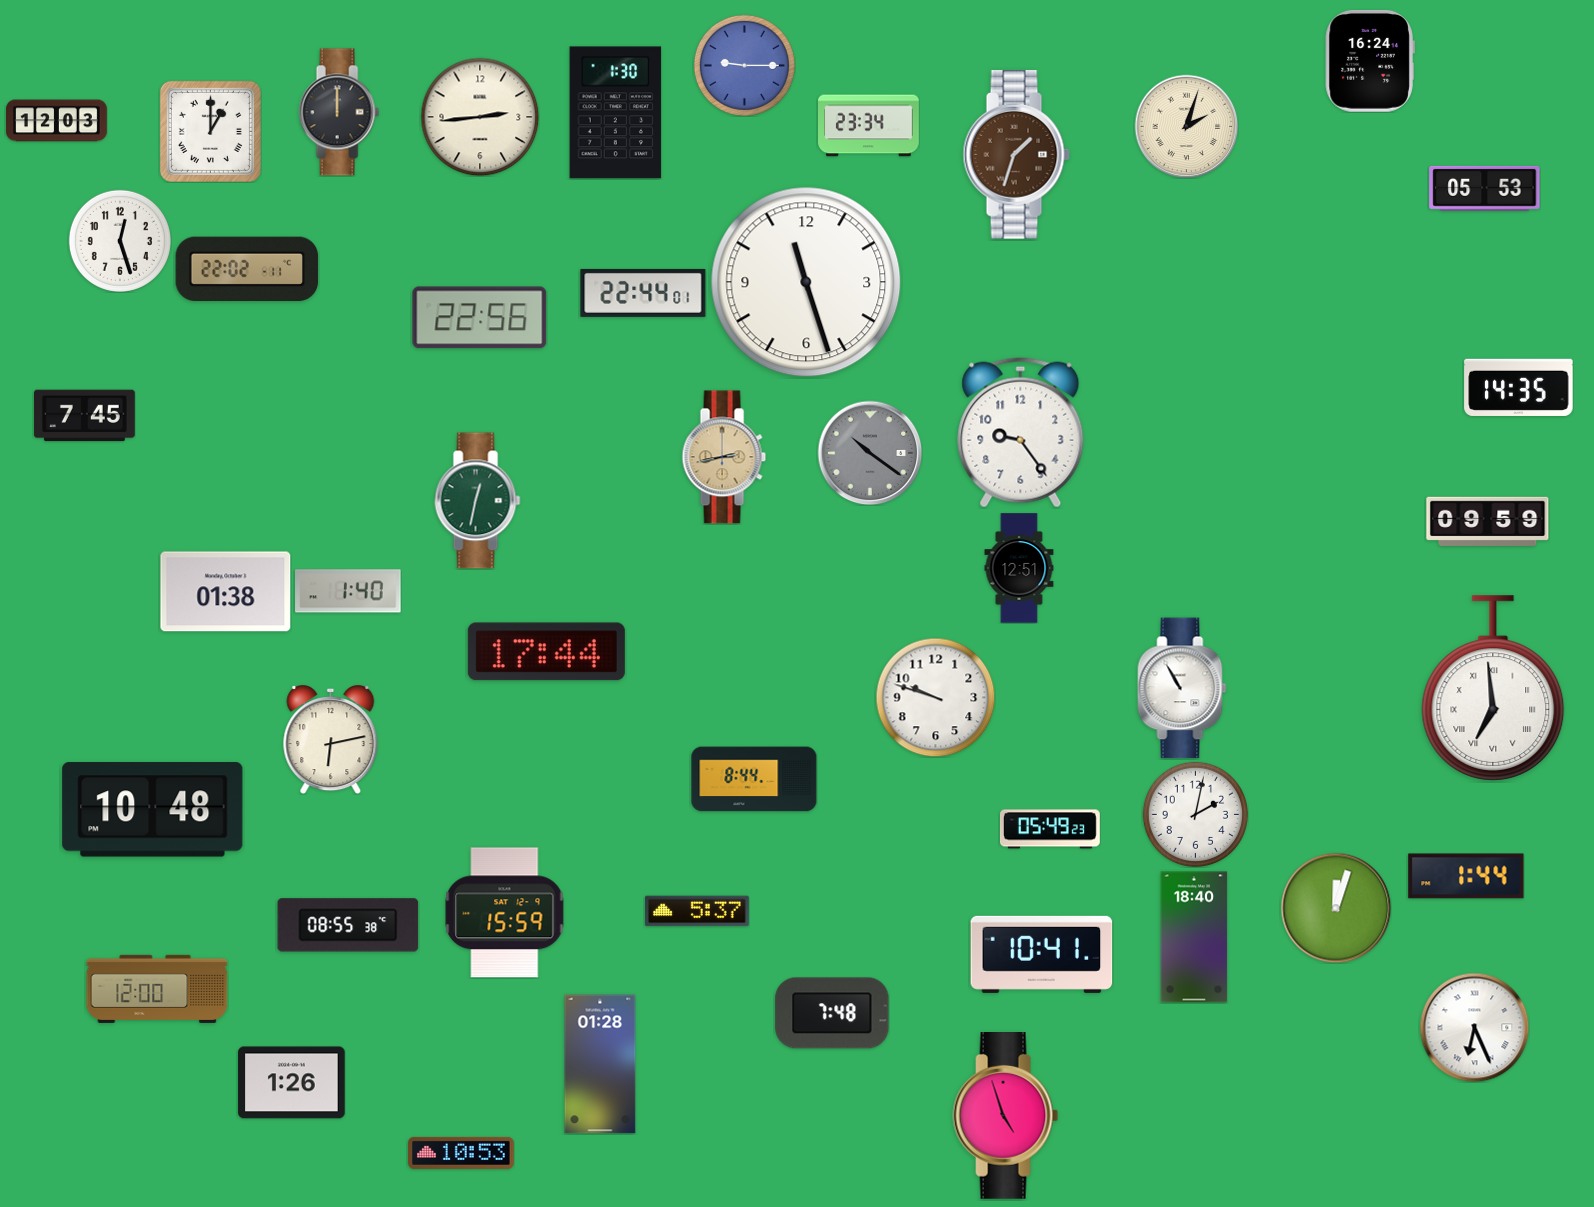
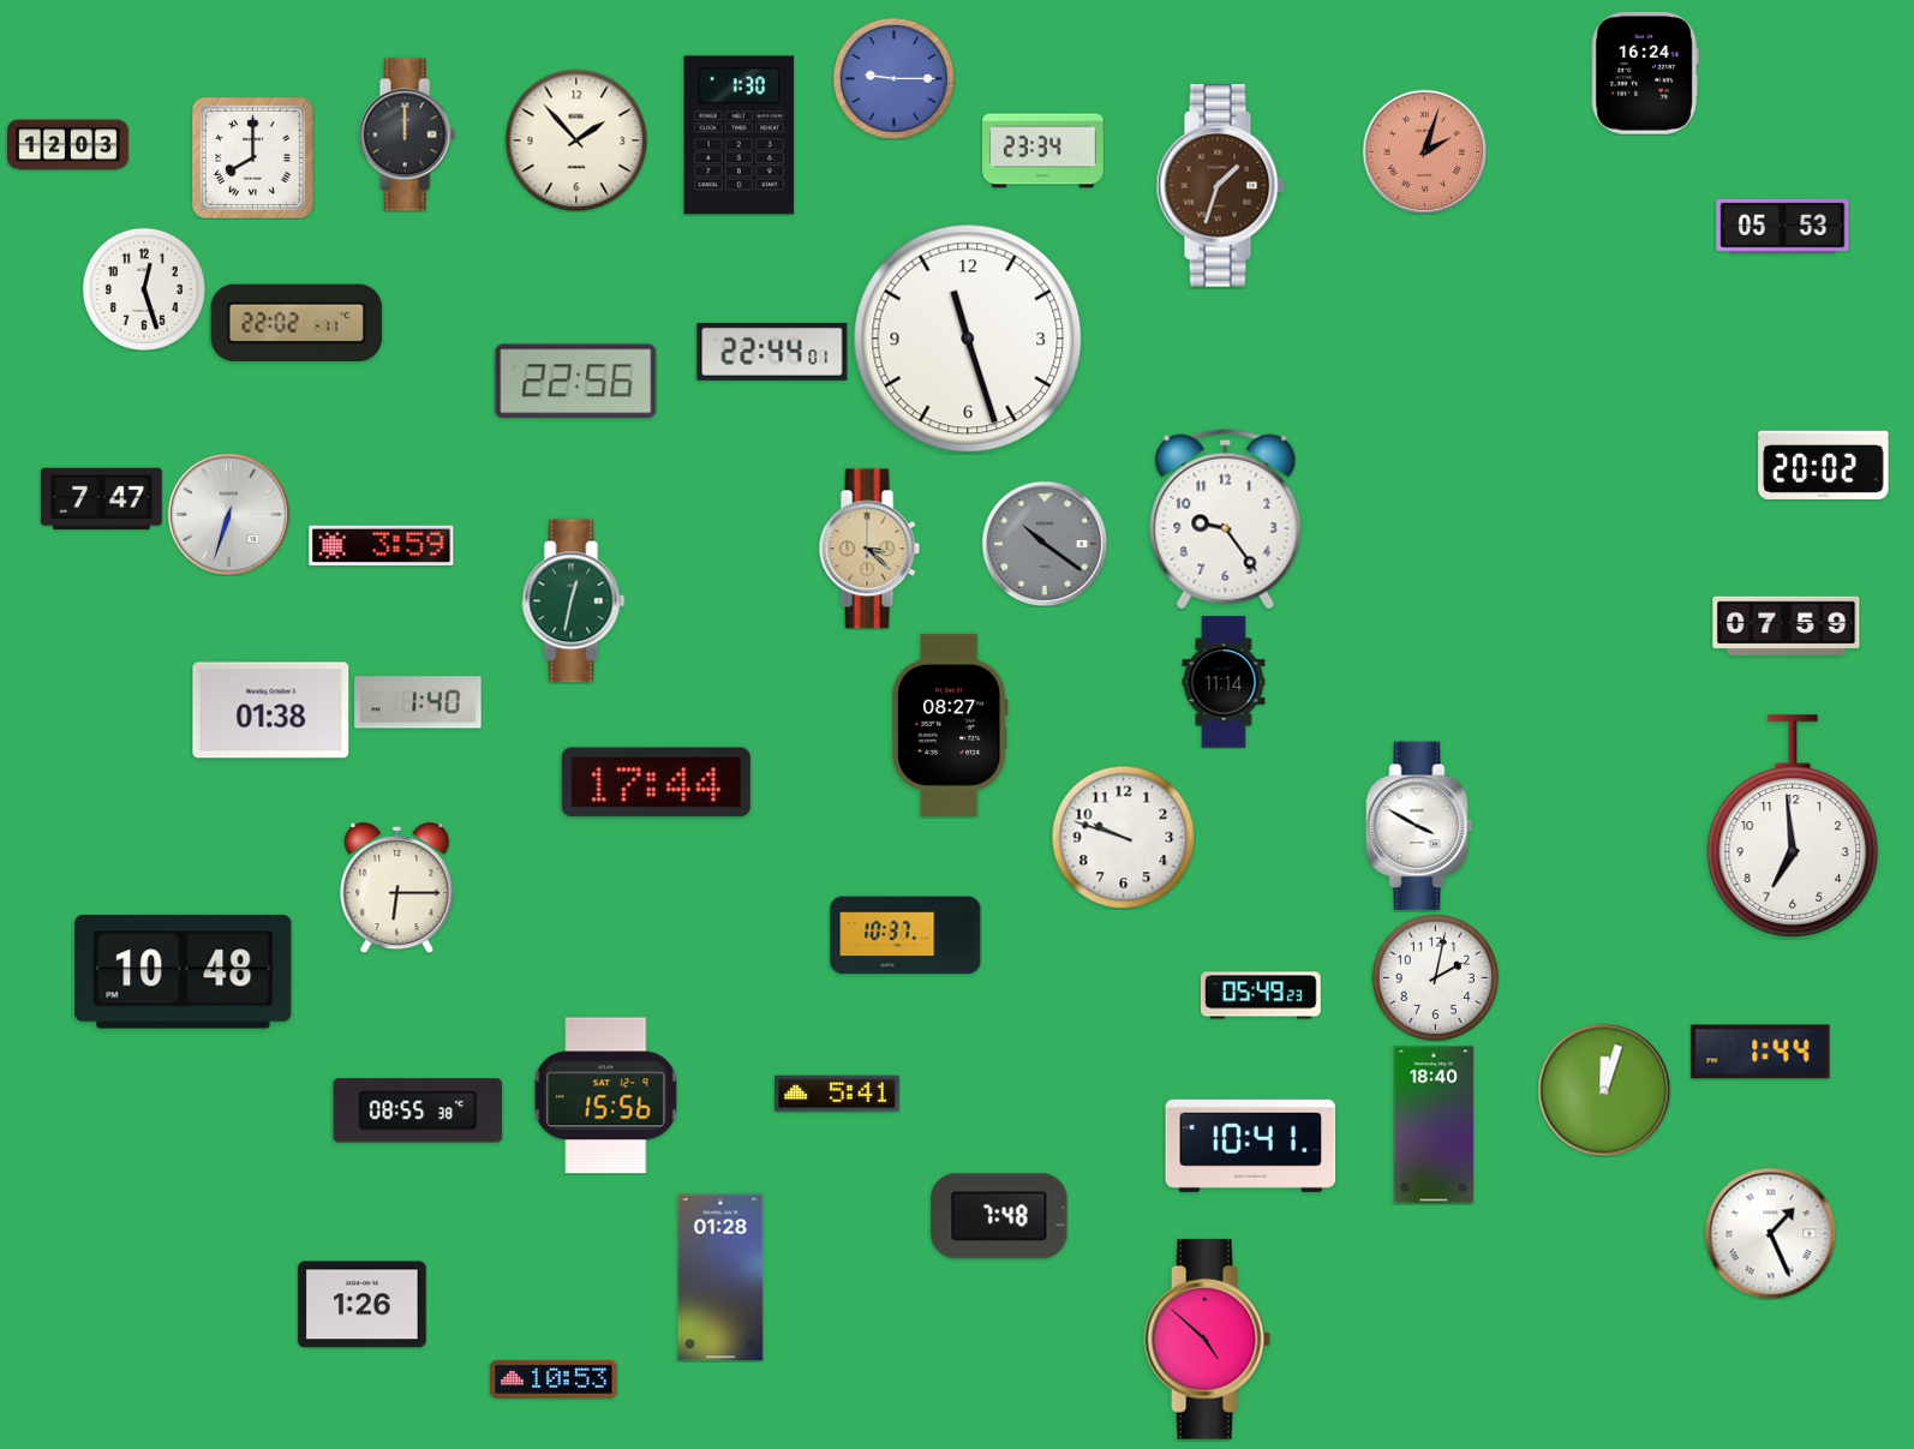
clock at (480, 117): 2:44 -> 1:53
clock at (1186, 126) dial: cream -> salmon
clock at (210, 131): 1:00 -> 8:00
clock at (1519, 387): 14:35 -> 20:02
clock at (85, 416): 7:45 -> 7:47
clock at (228, 514): none -> 6:33
clock at (382, 545): none -> 3:59
clock at (724, 457): 2:43 -> 3:22
clock at (1488, 521): 09:59 -> 07:59
clock at (1019, 568): 12:51 -> 11:14
clock at (348, 591) position: (348, 591) -> (418, 702)
clock at (950, 725): none -> 08:27
clock at (1182, 688): 10:55 -> 3:50
clock at (1493, 688) numerals: Roman -> Arabic
clock at (331, 740): 6:13 -> 6:15
clock at (754, 779): 8:44 -> 10:37
clock at (697, 911): 5:37 -> 5:41
clock at (505, 913): 15:59 -> 15:56
clock at (157, 989): 12:00 -> none
clock at (1474, 1027): 6:26 -> 1:26
clock at (292, 1083) position: (292, 1083) -> (363, 1305)
clock at (1006, 1116): 4:57 -> 4:52
clock at (461, 1153) position: (461, 1153) -> (554, 1379)
